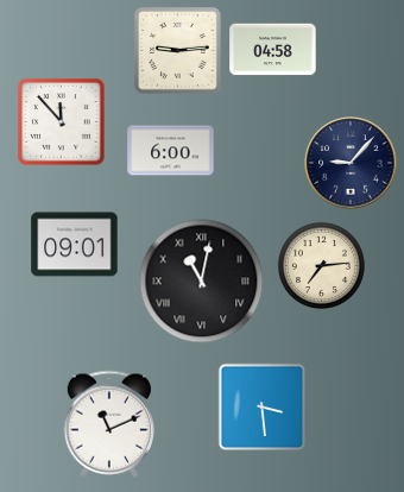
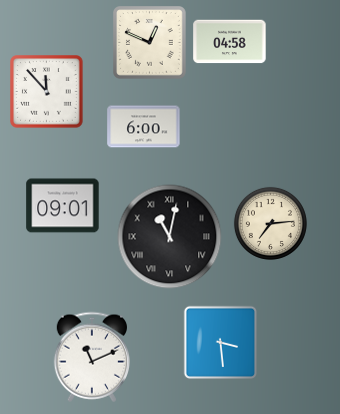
clock at (178, 51): 9:14 -> 12:49
clock at (62, 122) position: (62, 122) -> (47, 92)
clock at (351, 163): 9:07 -> none
